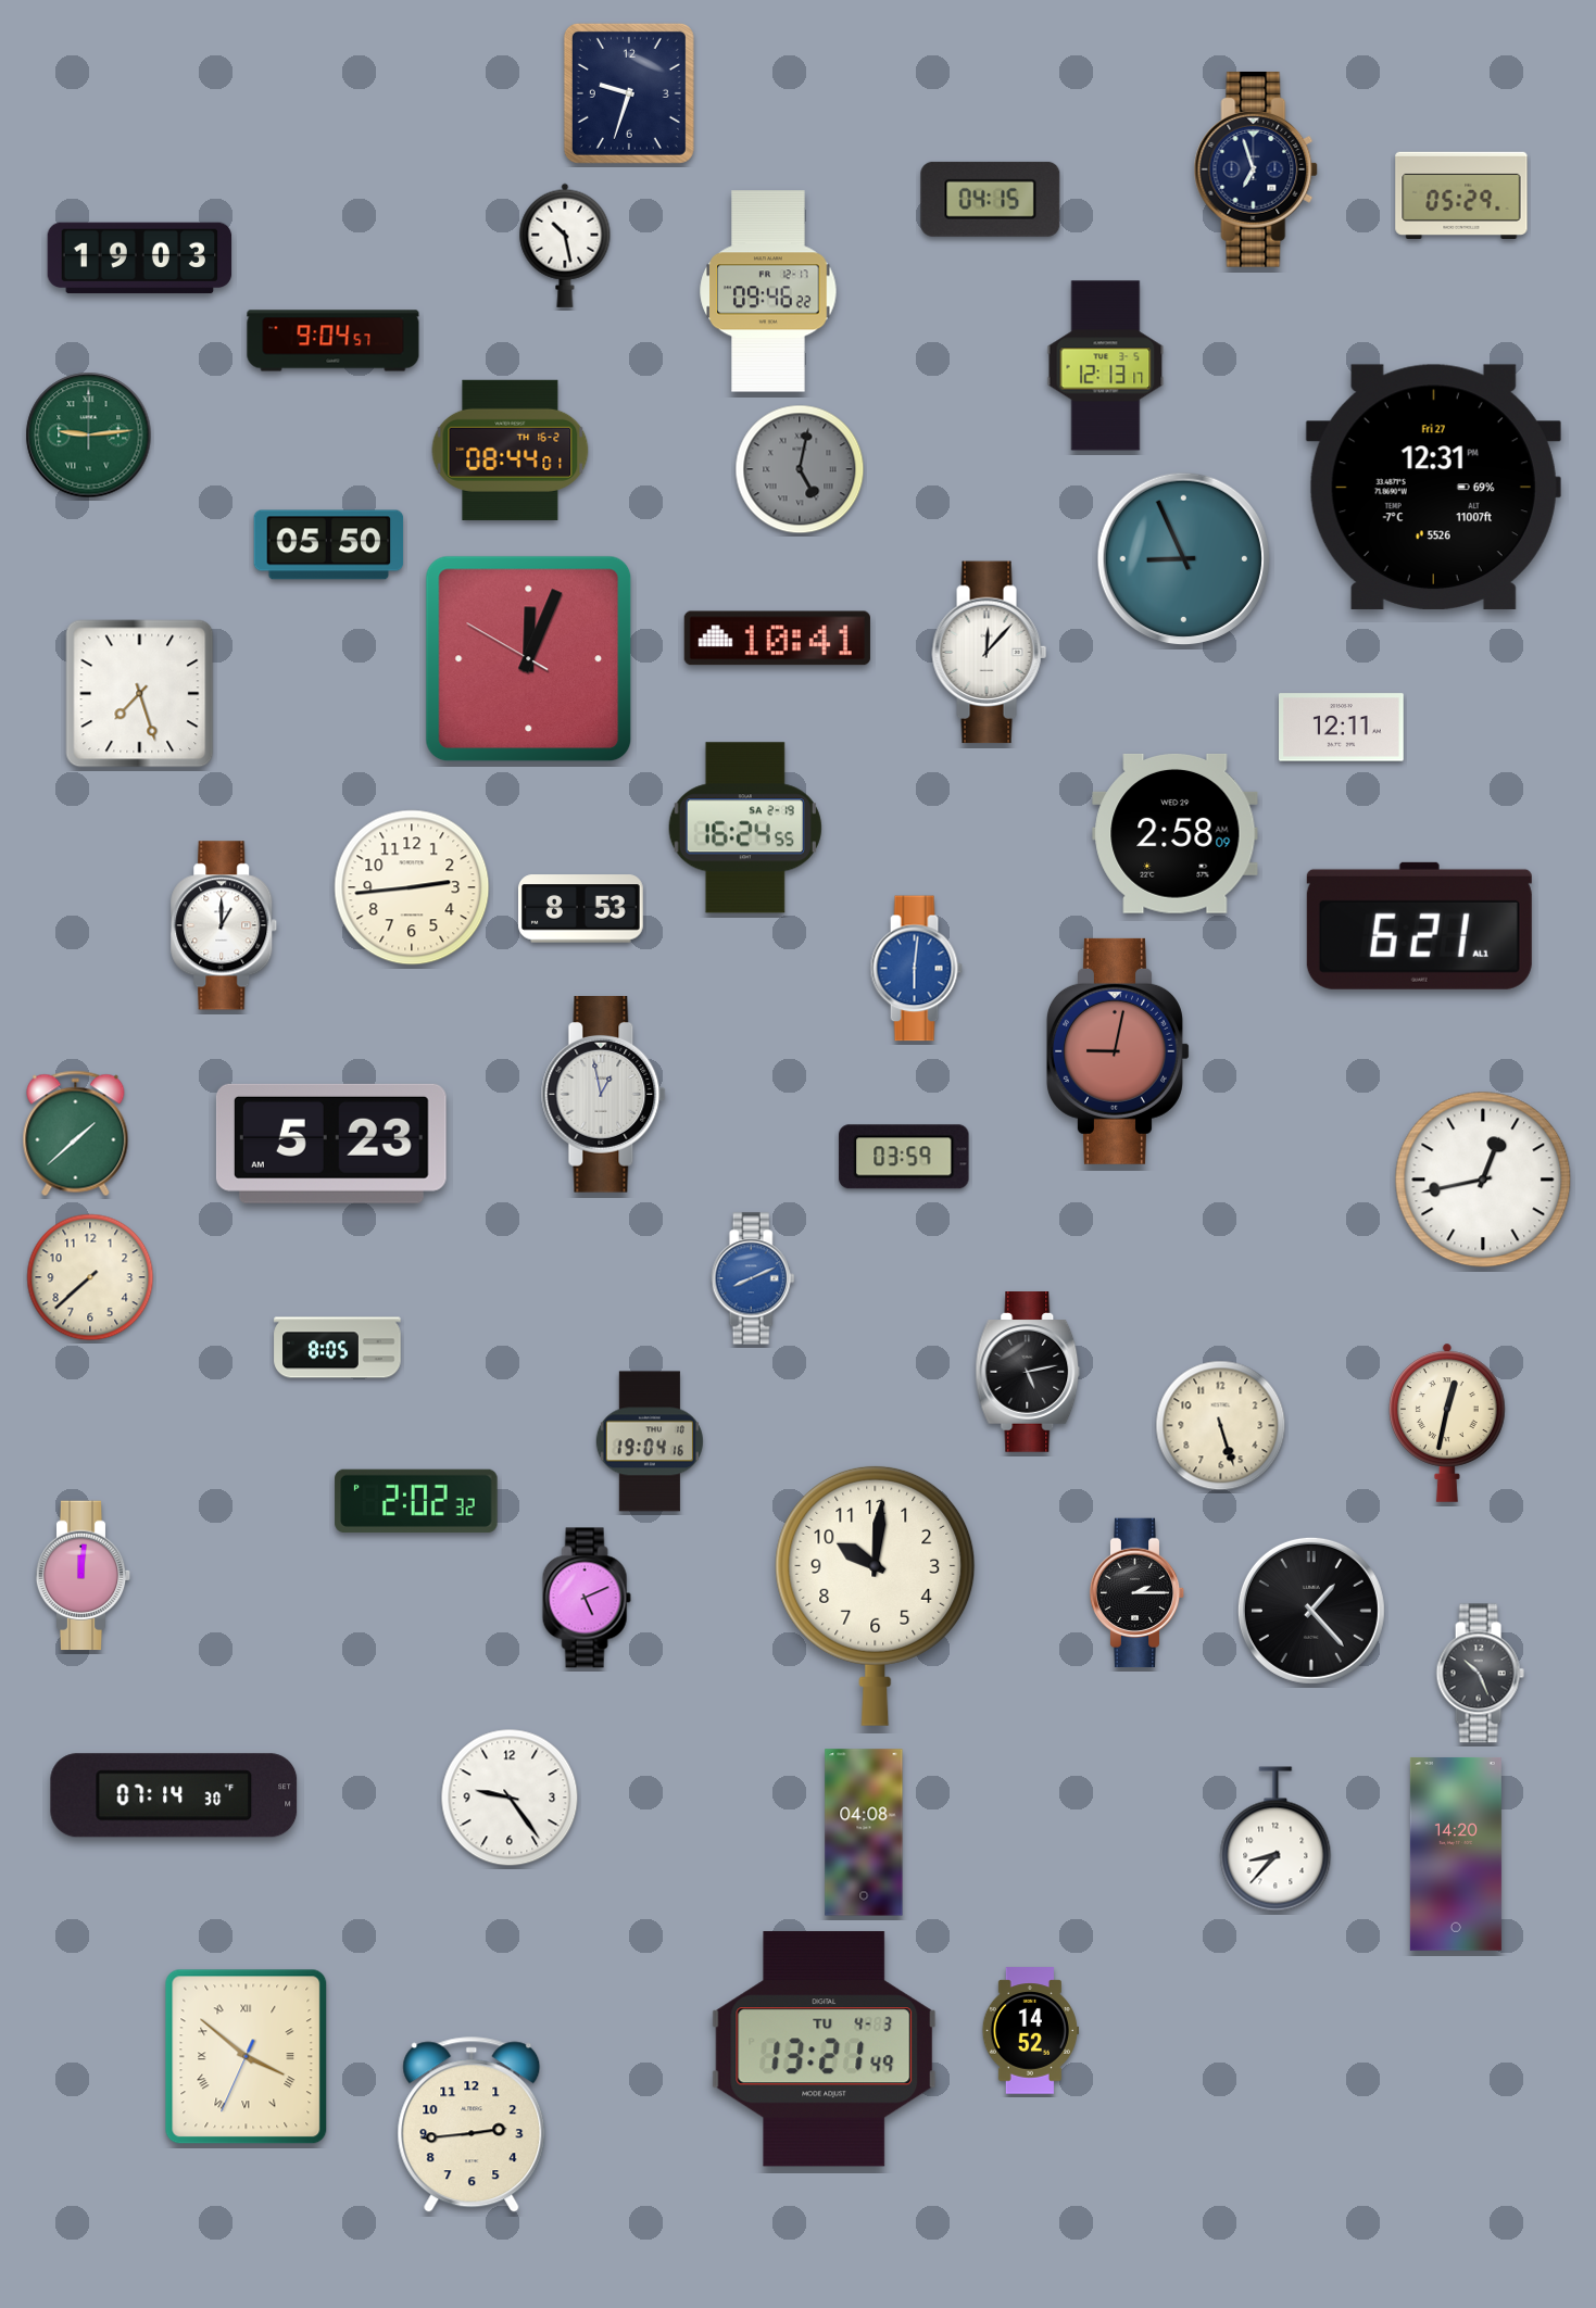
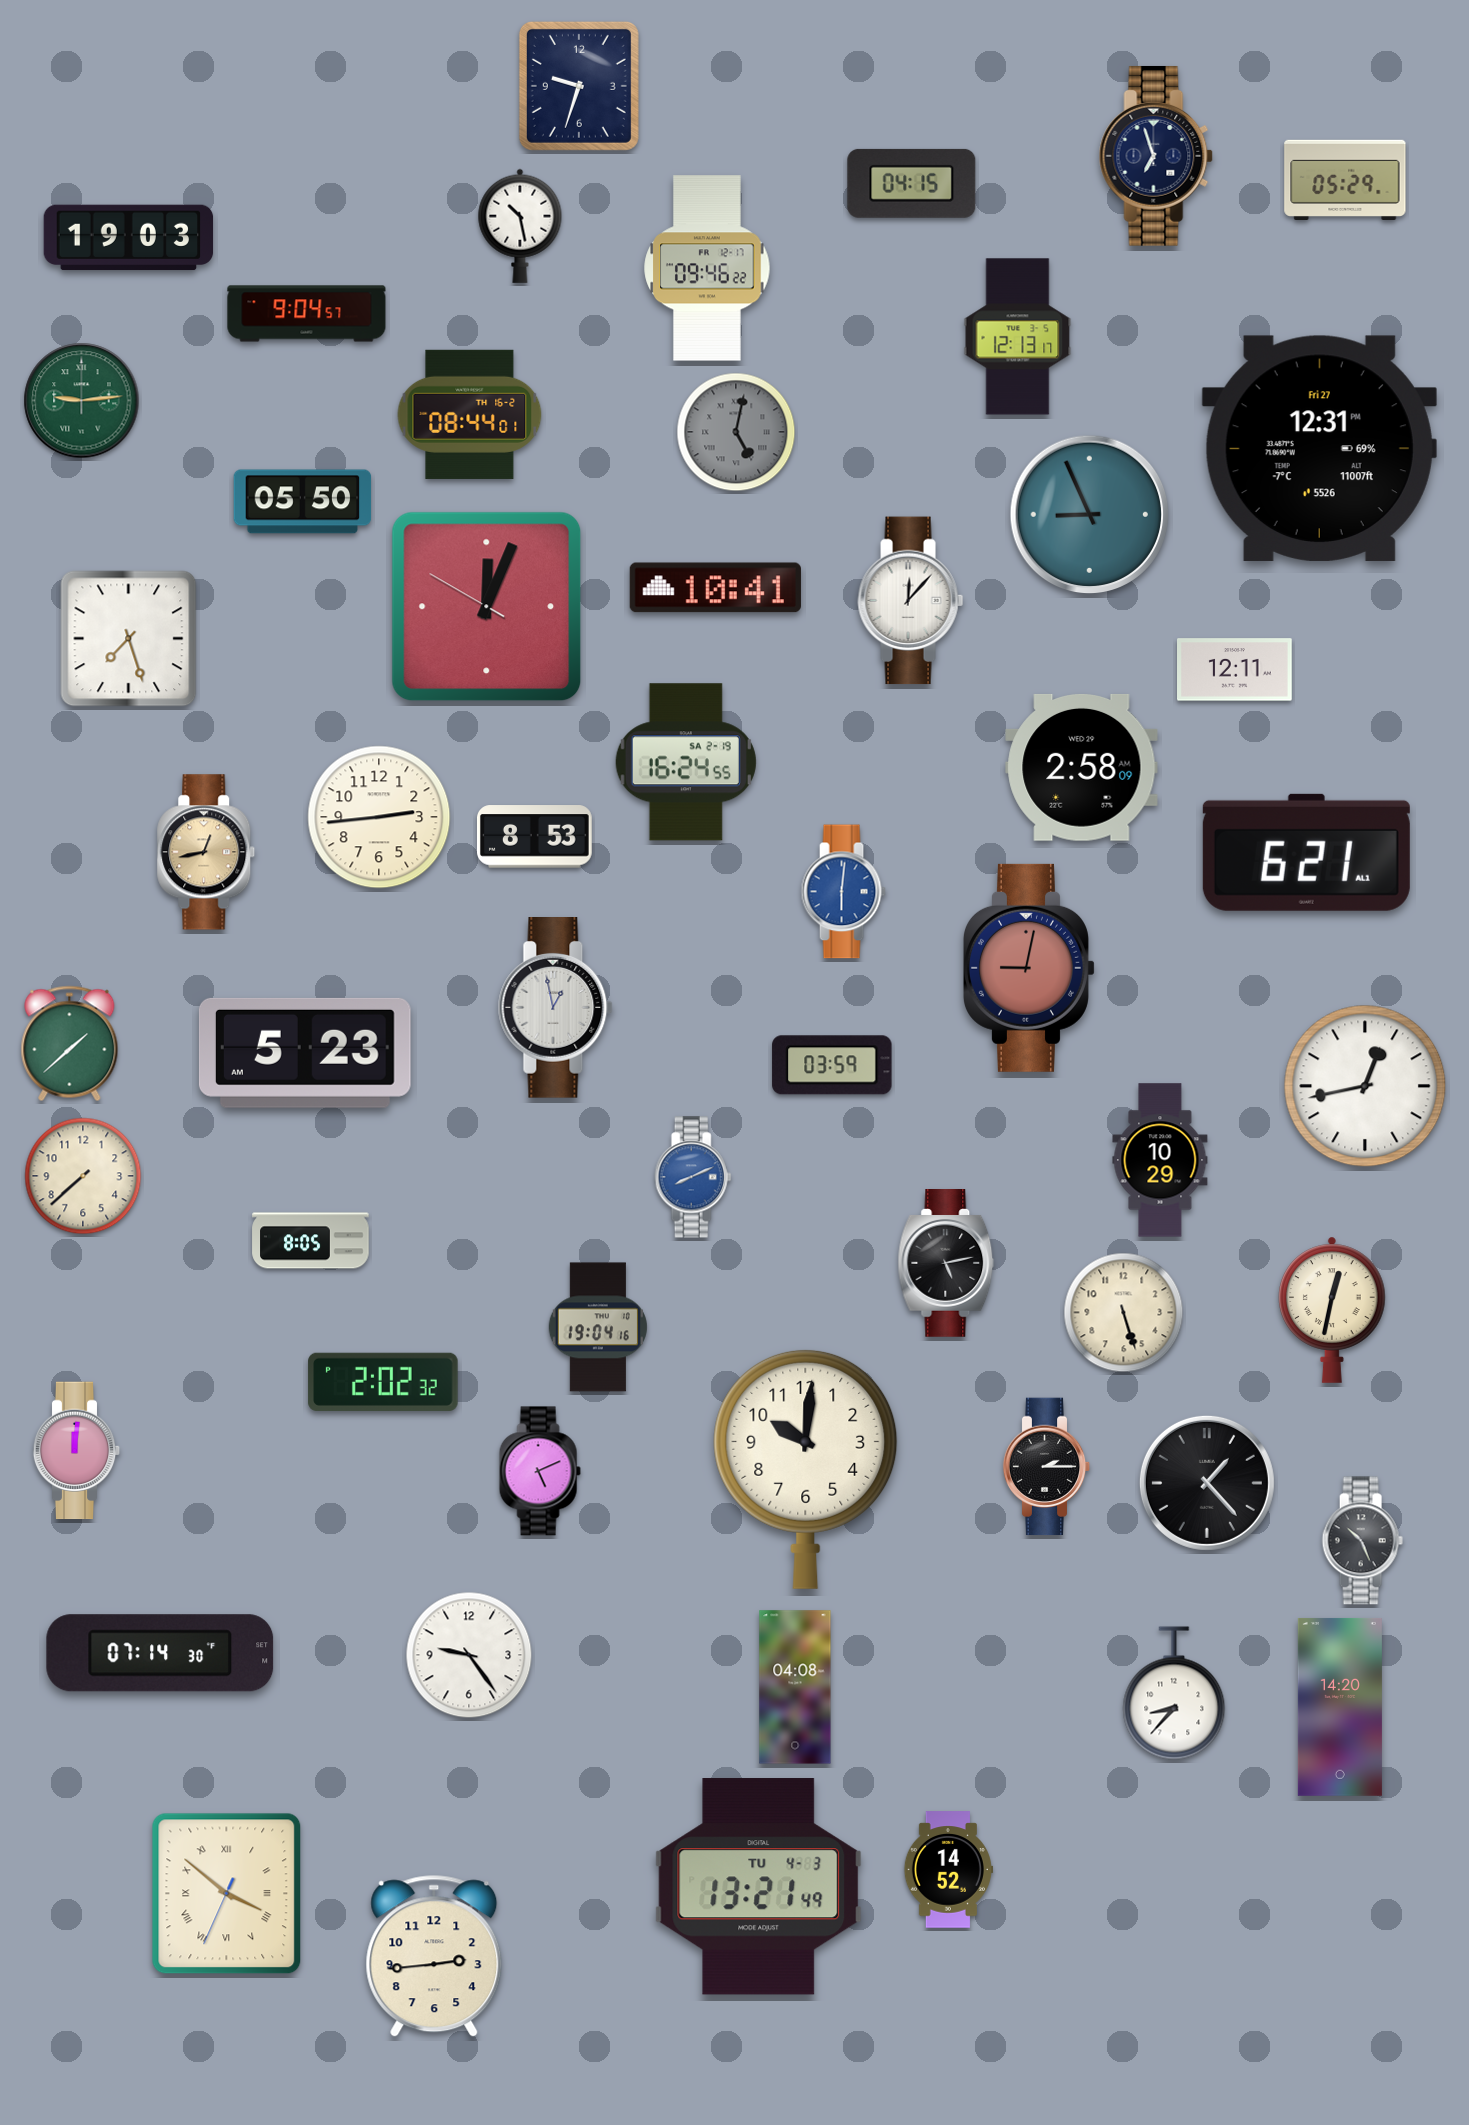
clock at (224, 925): 1:00 -> 12:43
clock at (224, 925) dial: white -> champagne
clock at (1160, 1160): none -> 10:29
